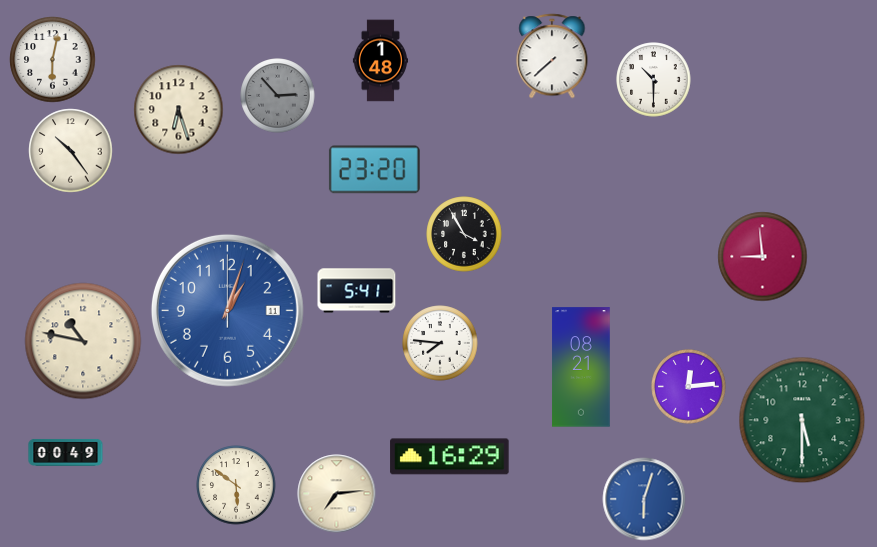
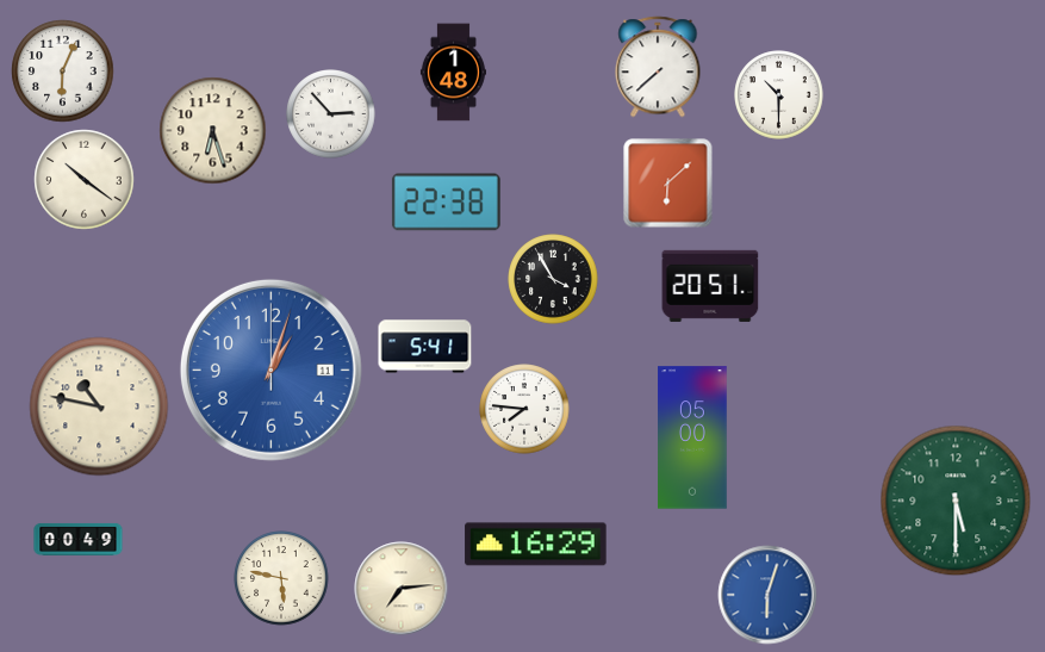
clock at (53, 60): 6:02 -> 6:04
clock at (278, 96) dial: grey -> white
clock at (71, 151): 10:24 -> 10:21
clock at (668, 184): none -> 6:08
clock at (374, 170): 23:20 -> 22:38
clock at (710, 286): none -> 20:51
clock at (763, 257): 8:59 -> none
clock at (581, 367): 08:21 -> 05:00
clock at (689, 387): 12:14 -> none
clock at (236, 485): 5:51 -> 5:47
